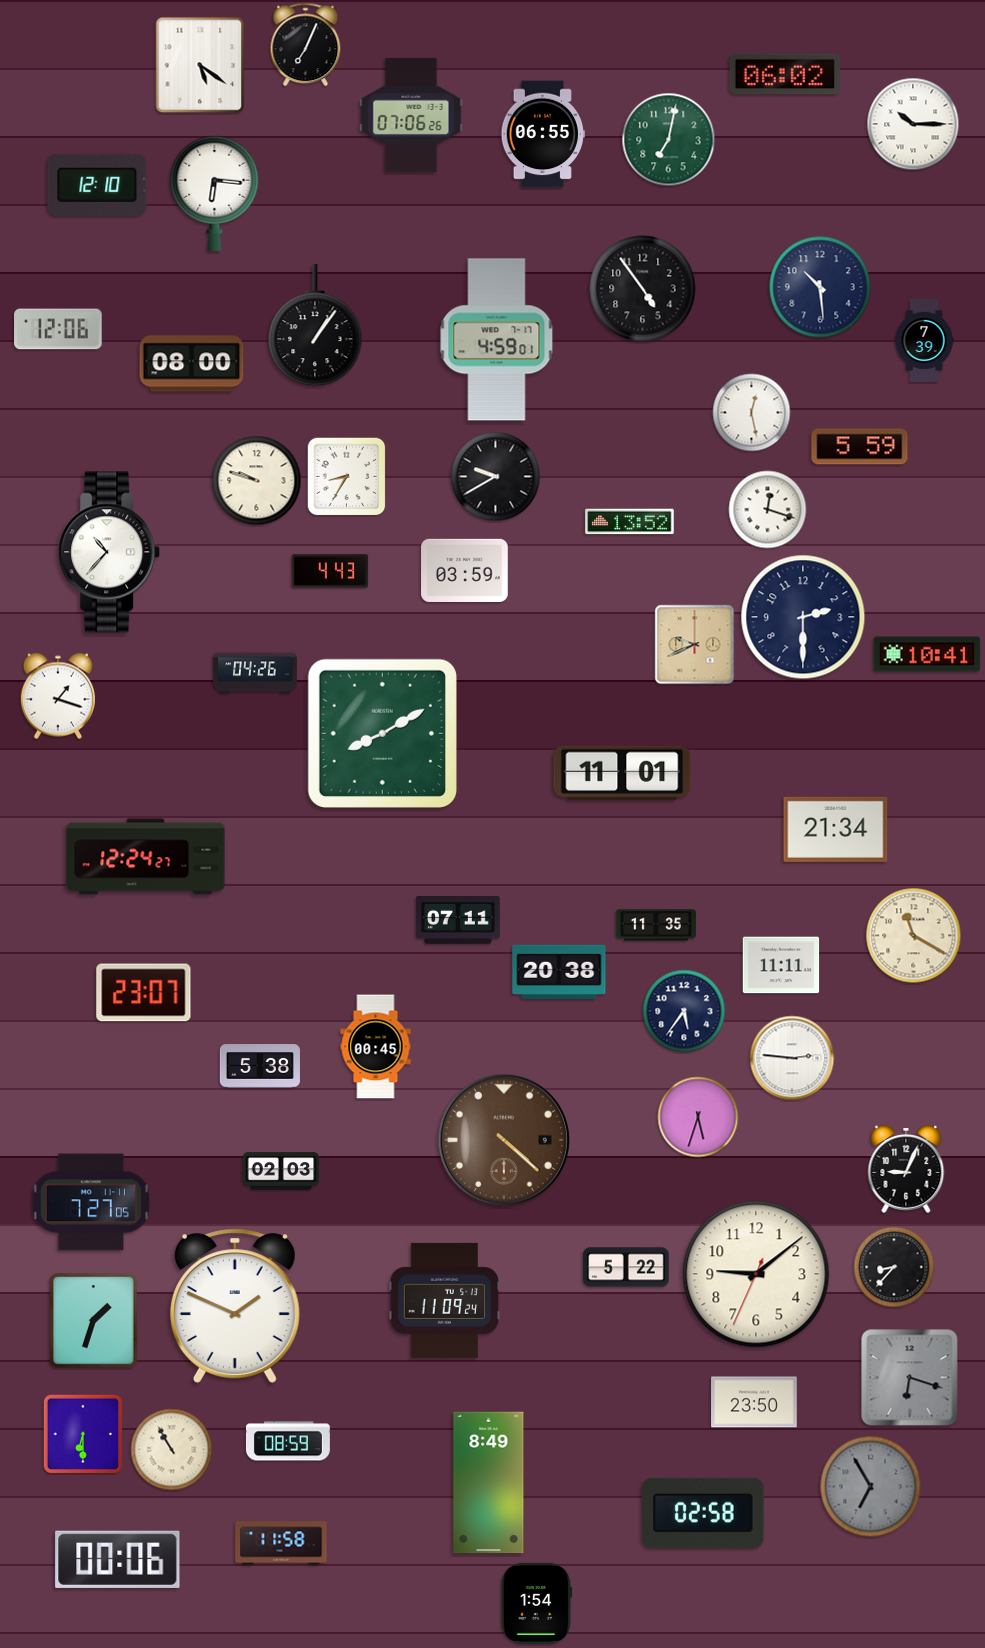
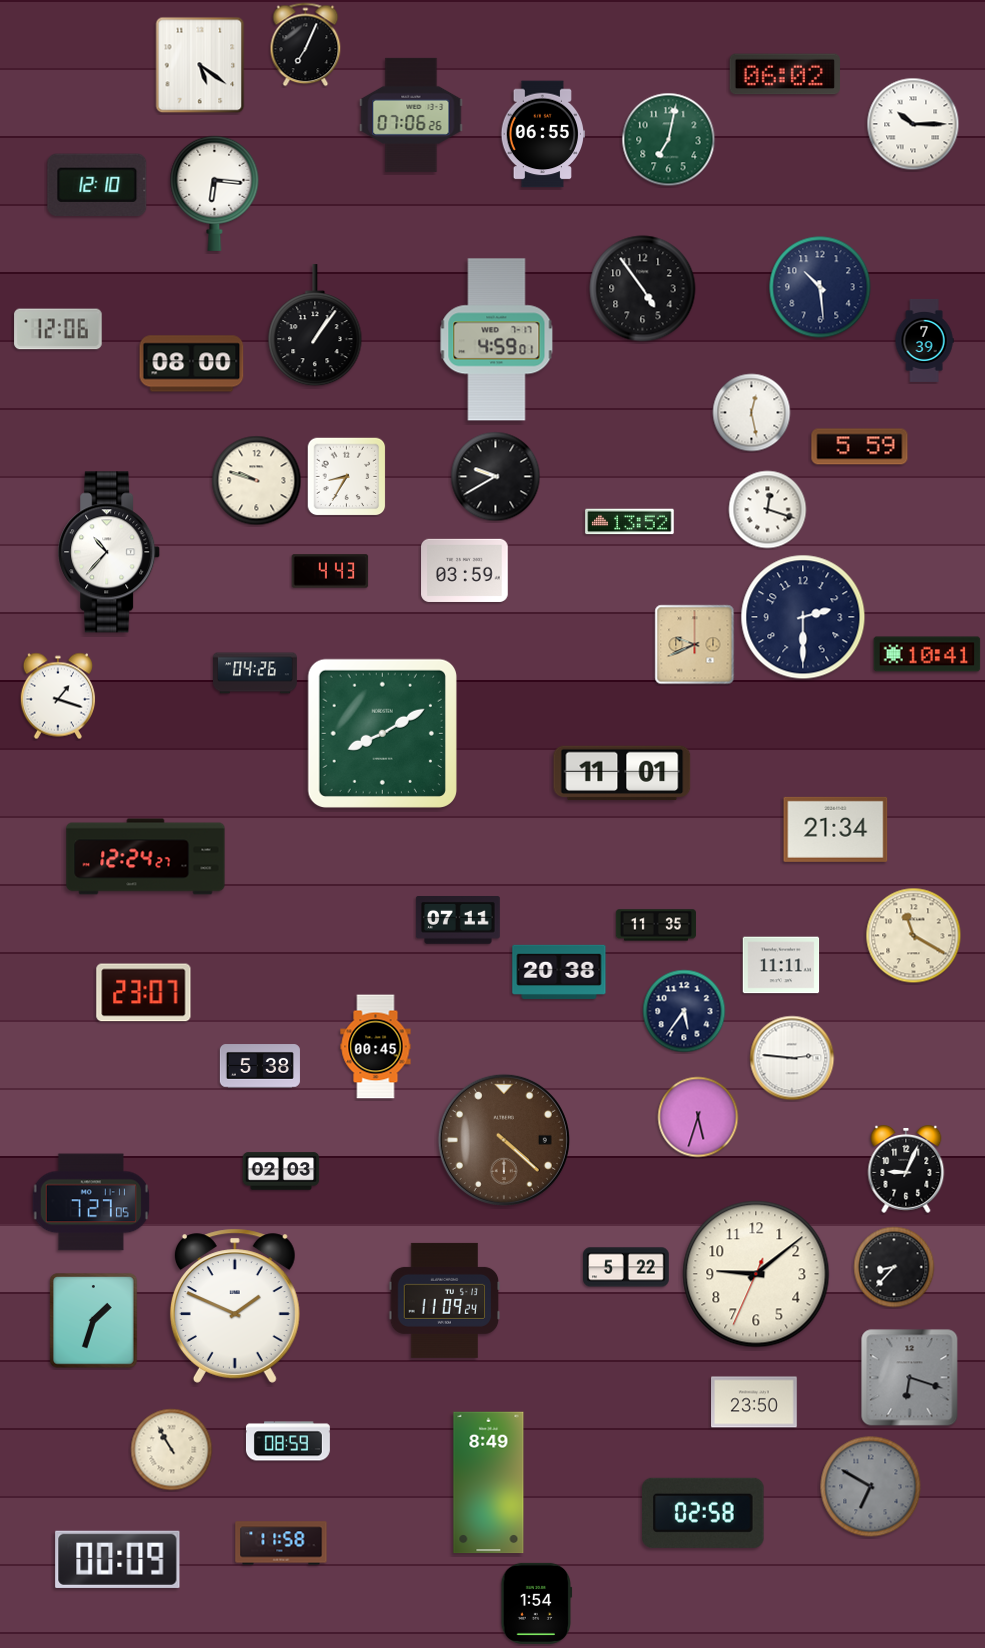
clock at (82, 1433): 6:30 -> none
clock at (871, 1487): 6:55 -> 6:50
clock at (118, 1559): 00:06 -> 00:09
